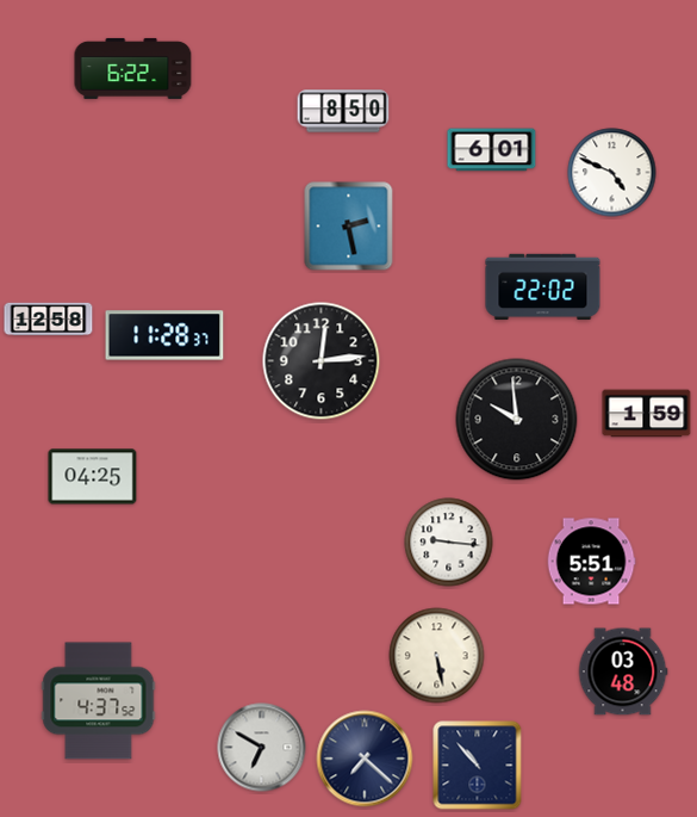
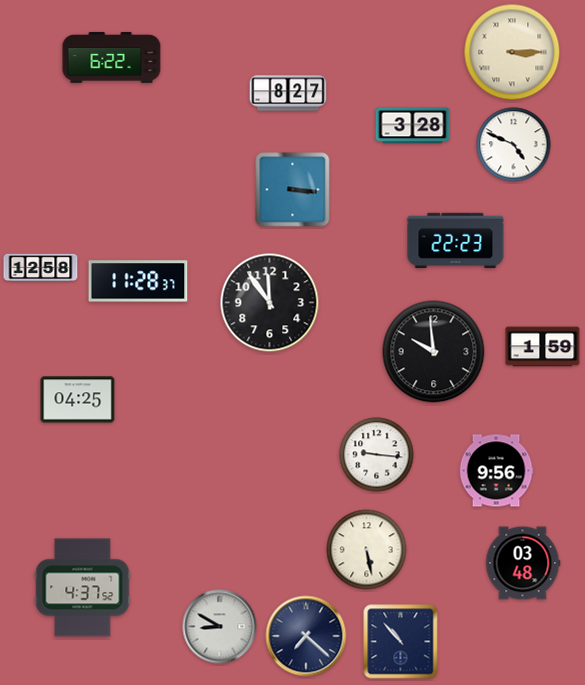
clock at (512, 52): none -> 3:15
clock at (343, 111): 8:50 -> 8:27
clock at (492, 150): 6:01 -> 3:28
clock at (349, 227): 2:28 -> 3:16
clock at (543, 287): 22:02 -> 22:23
clock at (322, 361): 12:14 -> 11:54
clock at (591, 562): 5:51 -> 9:56
clock at (262, 748): 6:50 -> 8:50
